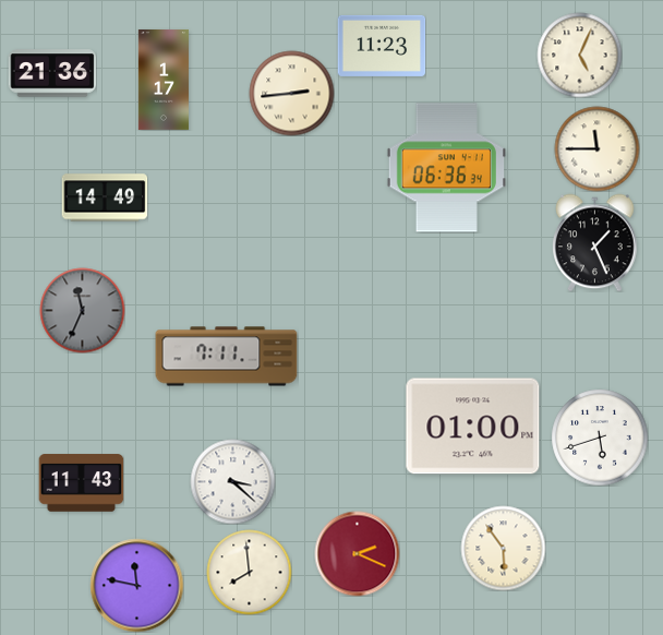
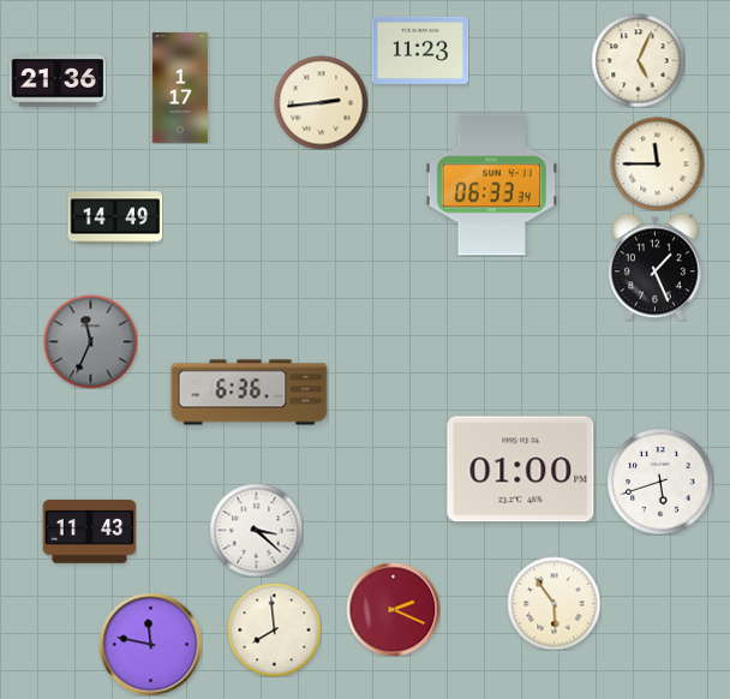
clock at (446, 168): 06:36 -> 06:33
clock at (227, 357): 7:11 -> 6:36
